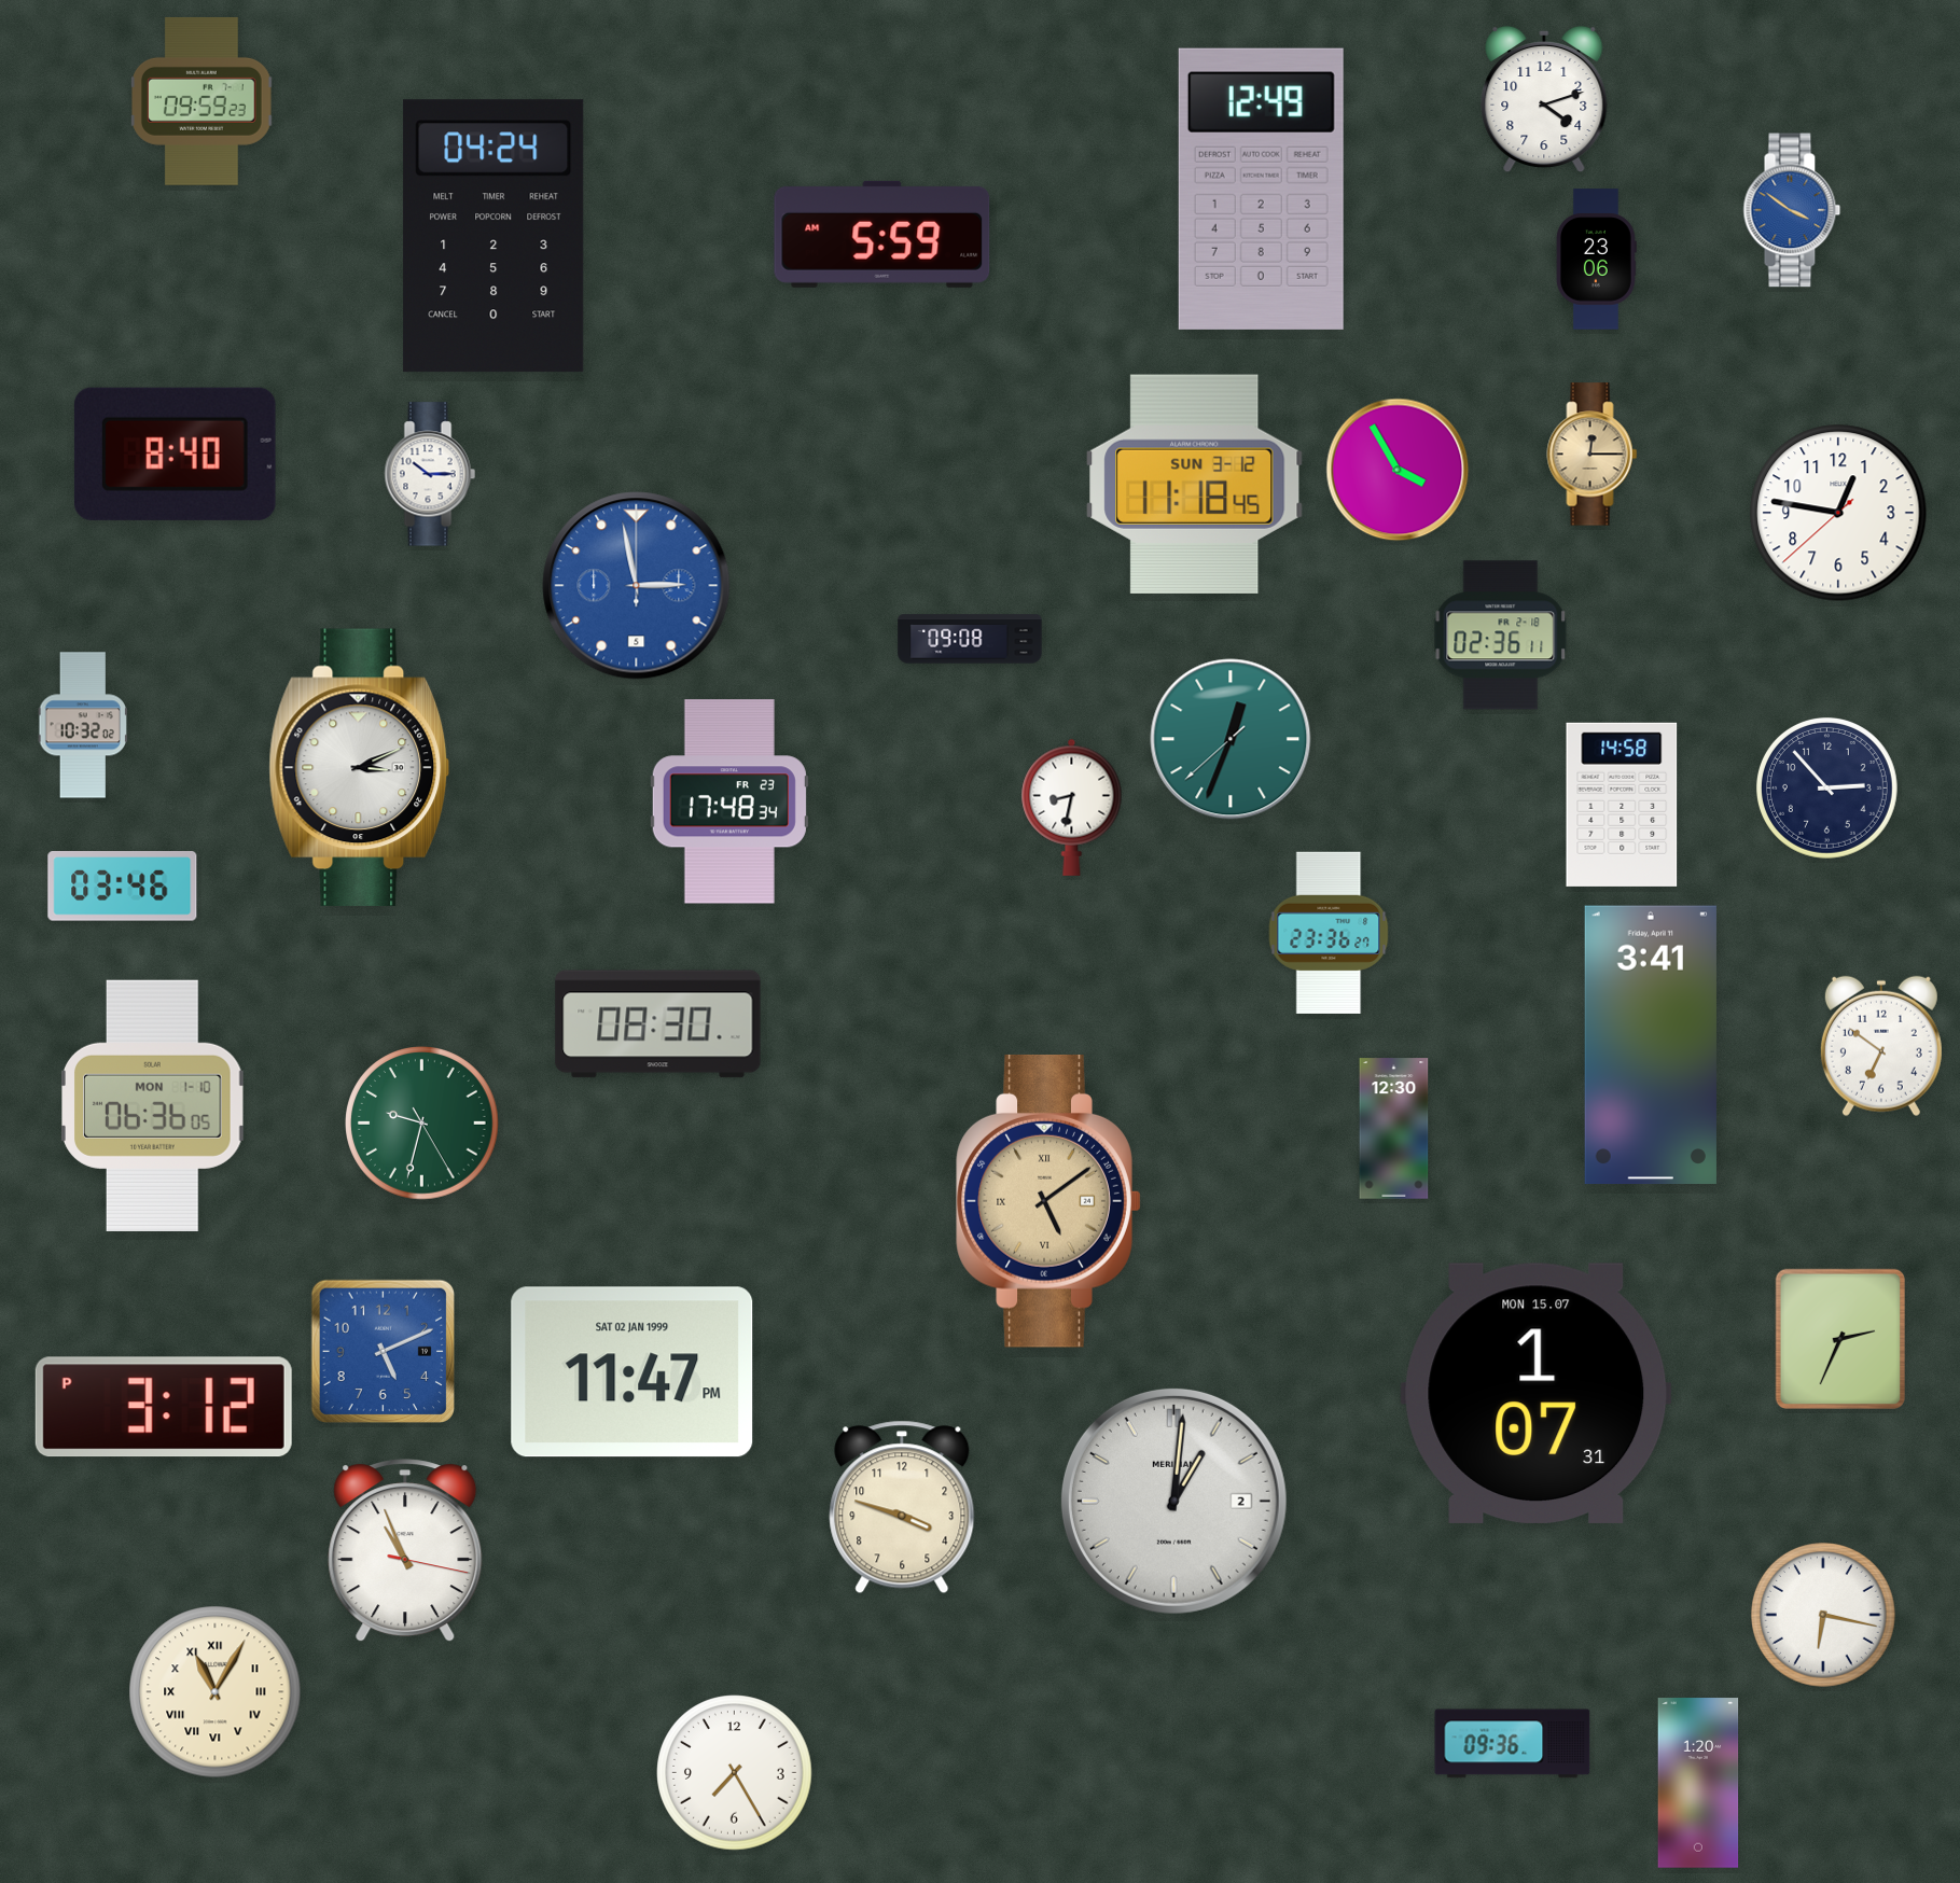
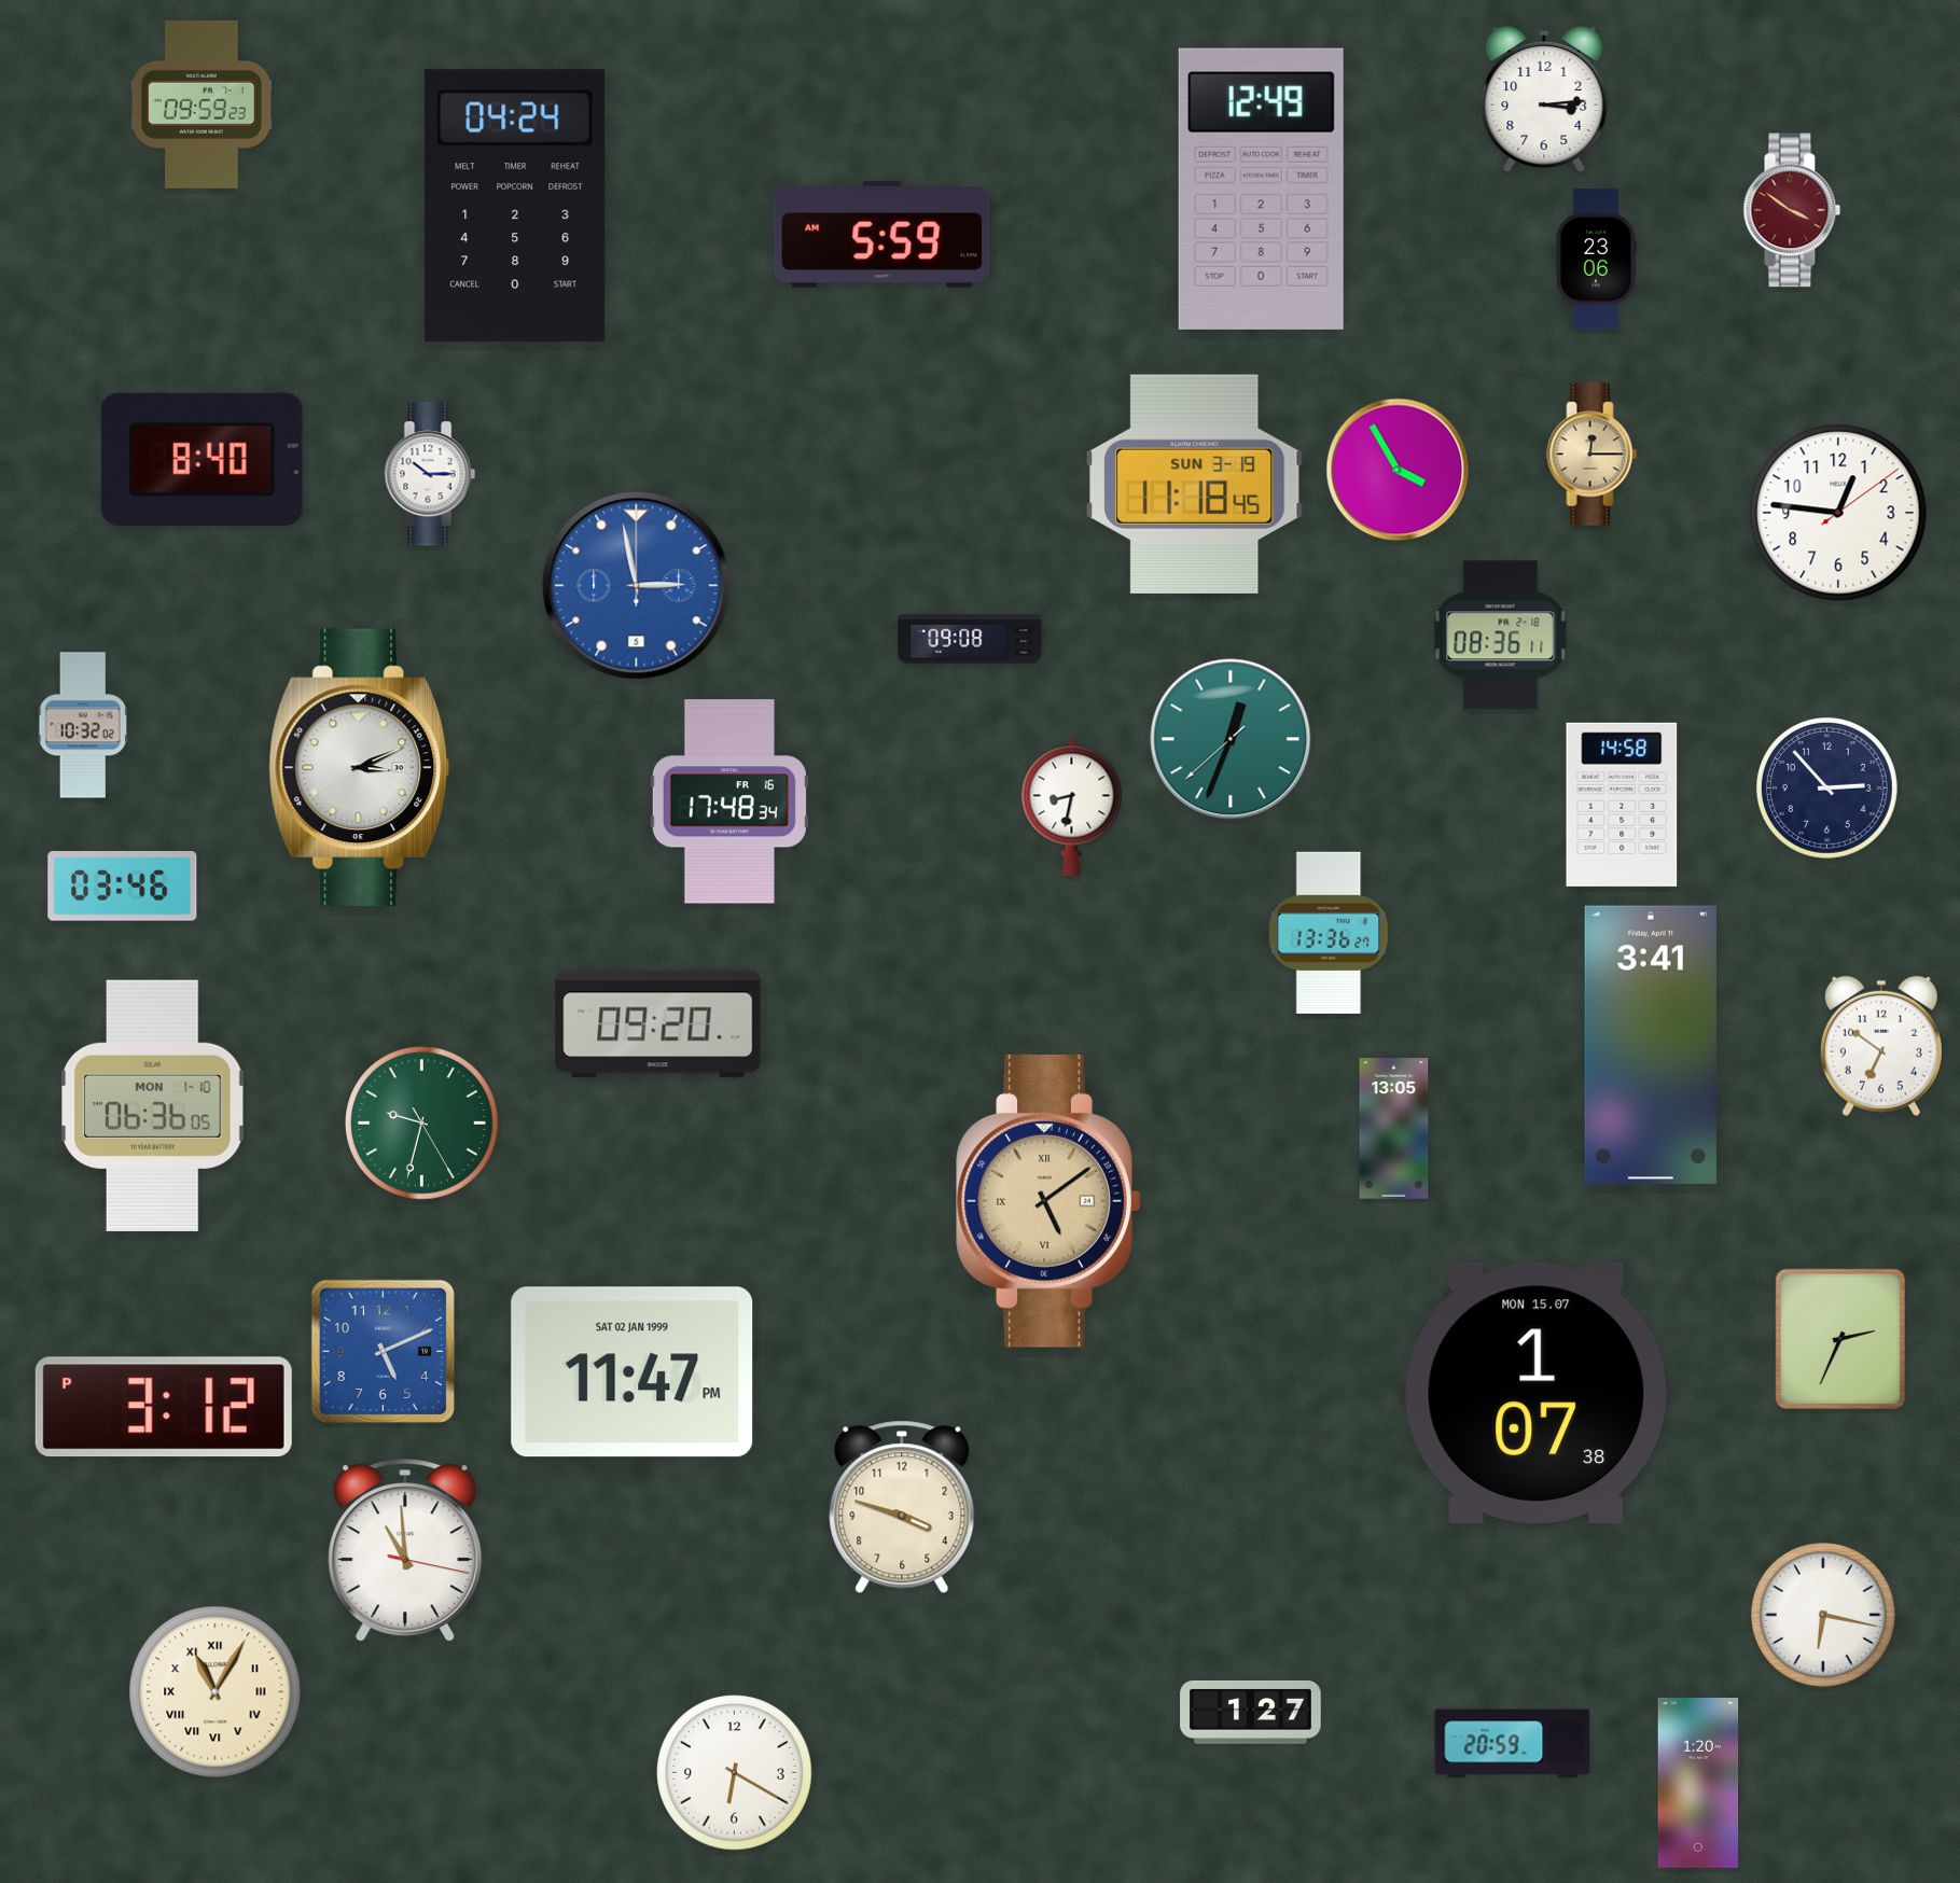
clock at (1544, 99): 4:12 -> 3:14
clock at (201, 101) position: (201, 101) -> (201, 104)
clock at (1792, 210) dial: blue -> burgundy
clock at (494, 236) position: (494, 236) -> (515, 206)
clock at (175, 454) position: (175, 454) -> (201, 459)
clock at (1195, 484) date: SUN 3-12 -> SUN 3-19
clock at (1838, 513): 12:46:38 -> 12:46:09
clock at (1501, 636): 02:36 -> 08:36
clock at (729, 801) date: FR 23 -> FR 16
clock at (1329, 933): 23:36 -> 13:36
clock at (658, 1024): 08:30 -> 09:20
clock at (1394, 1129): 12:30 -> 13:05
clock at (1537, 1393): 1:07:31 -> 1:07:38
clock at (1173, 1501): 1:01 -> none
clock at (405, 1551): 10:56 -> 10:59
clock at (1251, 1712): none -> 1:27
clock at (1513, 1744): 09:36 -> 20:59
clock at (735, 1773): 7:25 -> 6:20
